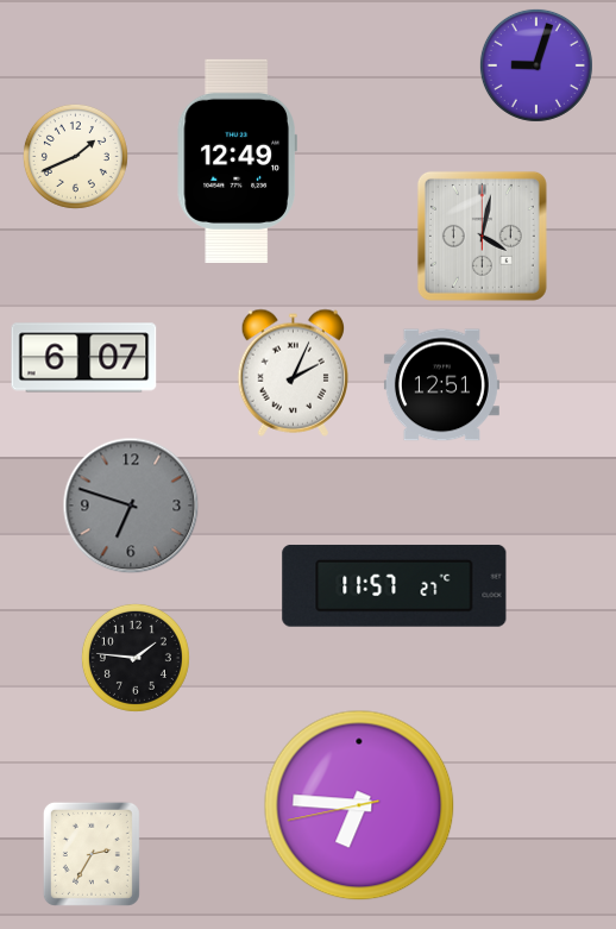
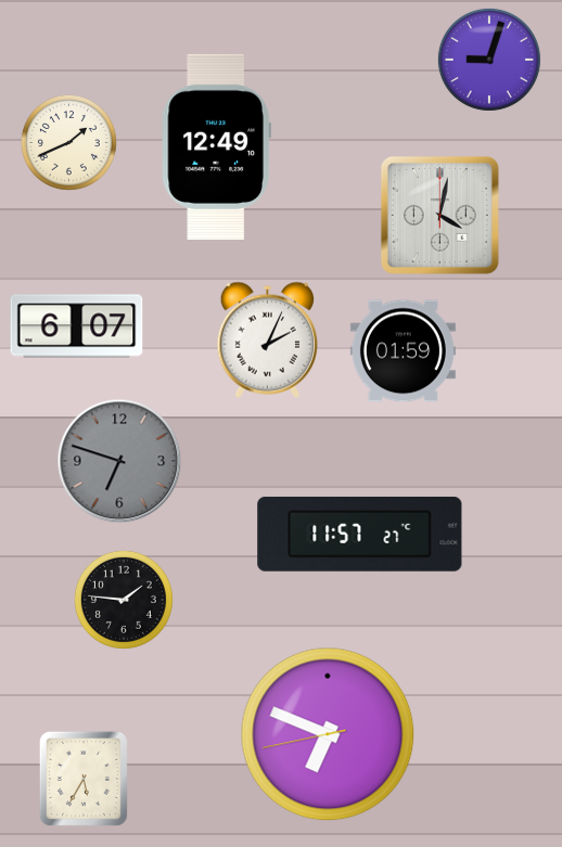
clock at (441, 385): 12:51 -> 01:59
clock at (359, 805): 6:45 -> 6:48
clock at (92, 854): 2:35 -> 5:35
